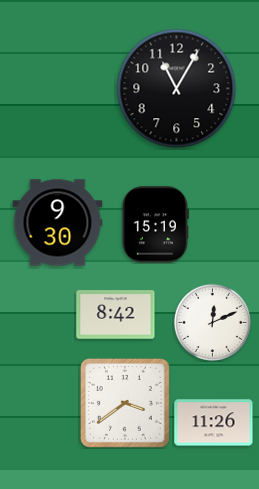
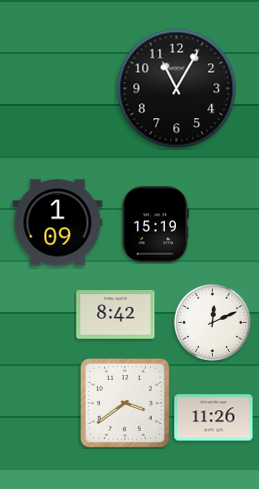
clock at (58, 223): 9:30 -> 1:09
clock at (214, 423) position: (214, 423) -> (214, 418)
